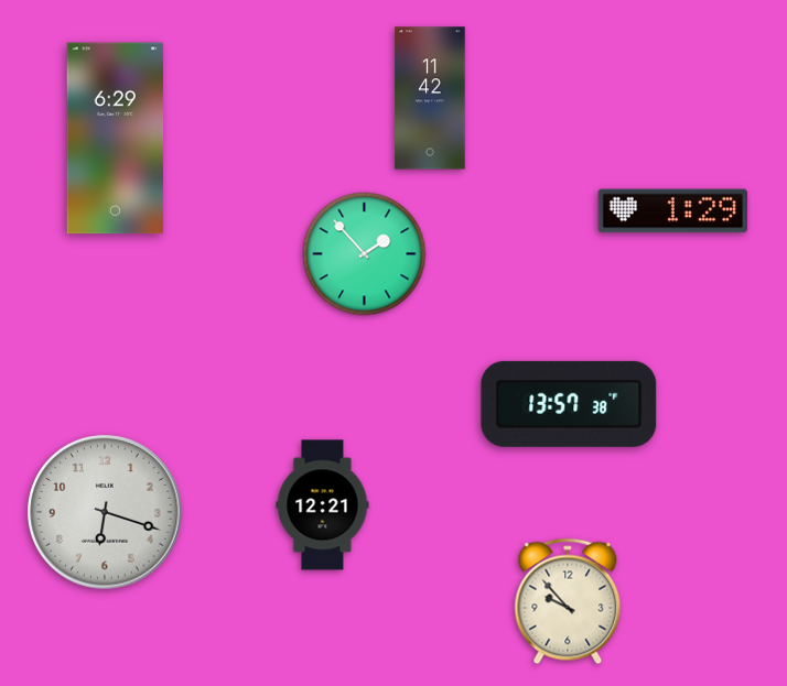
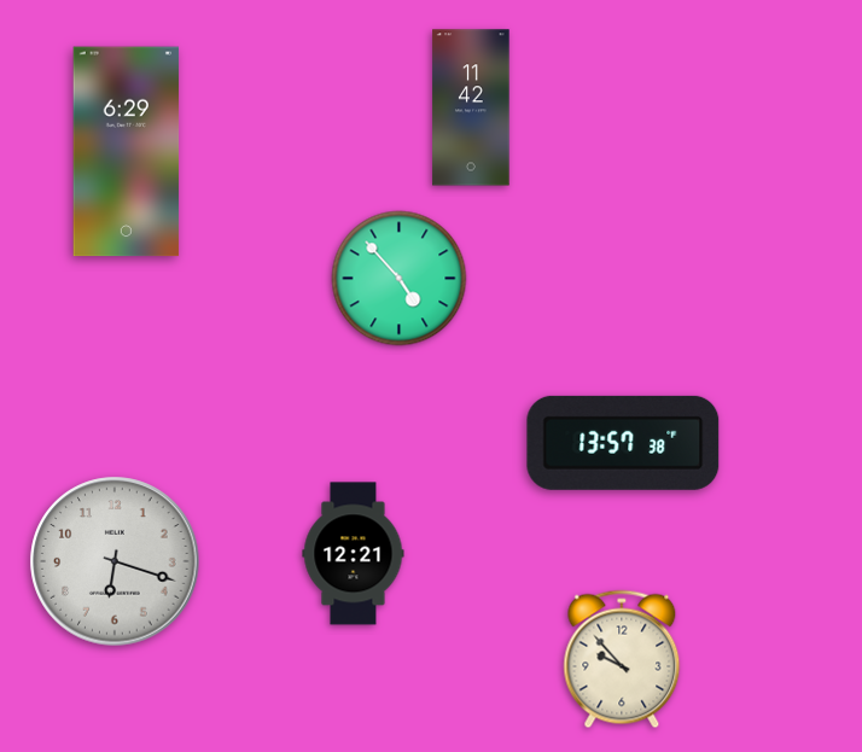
clock at (673, 211): 1:29 -> none
clock at (365, 254): 1:53 -> 4:53
